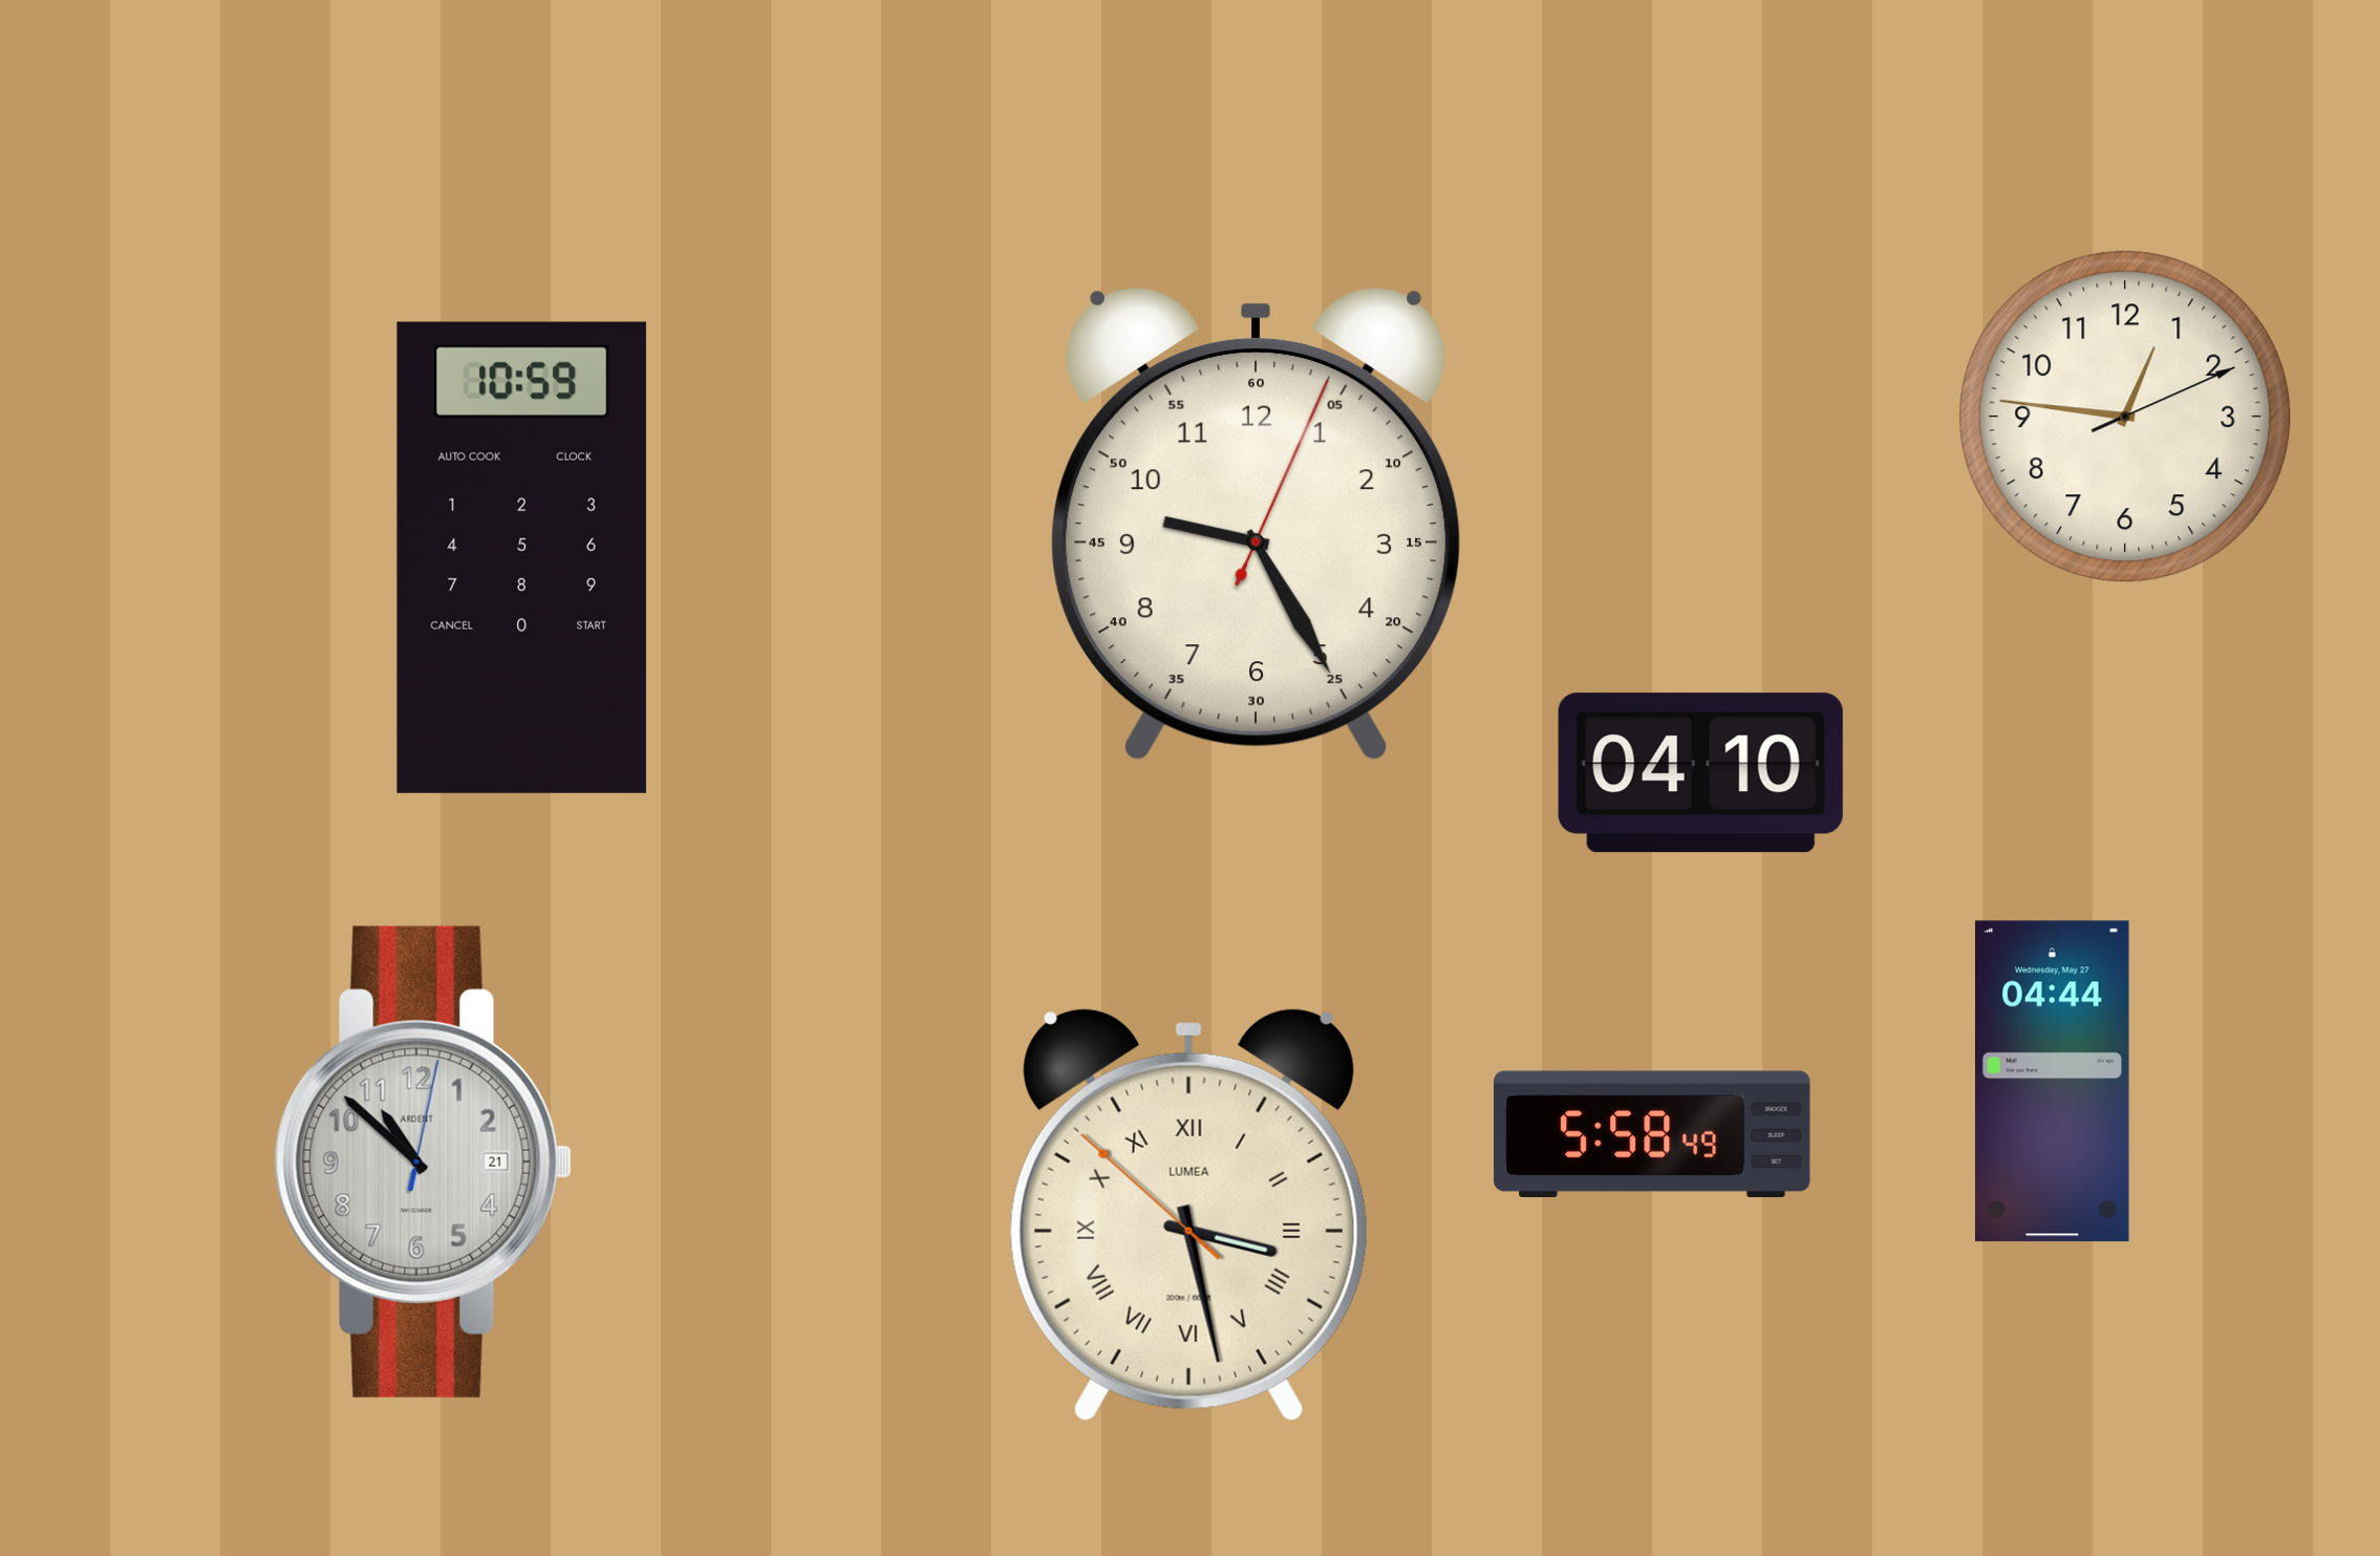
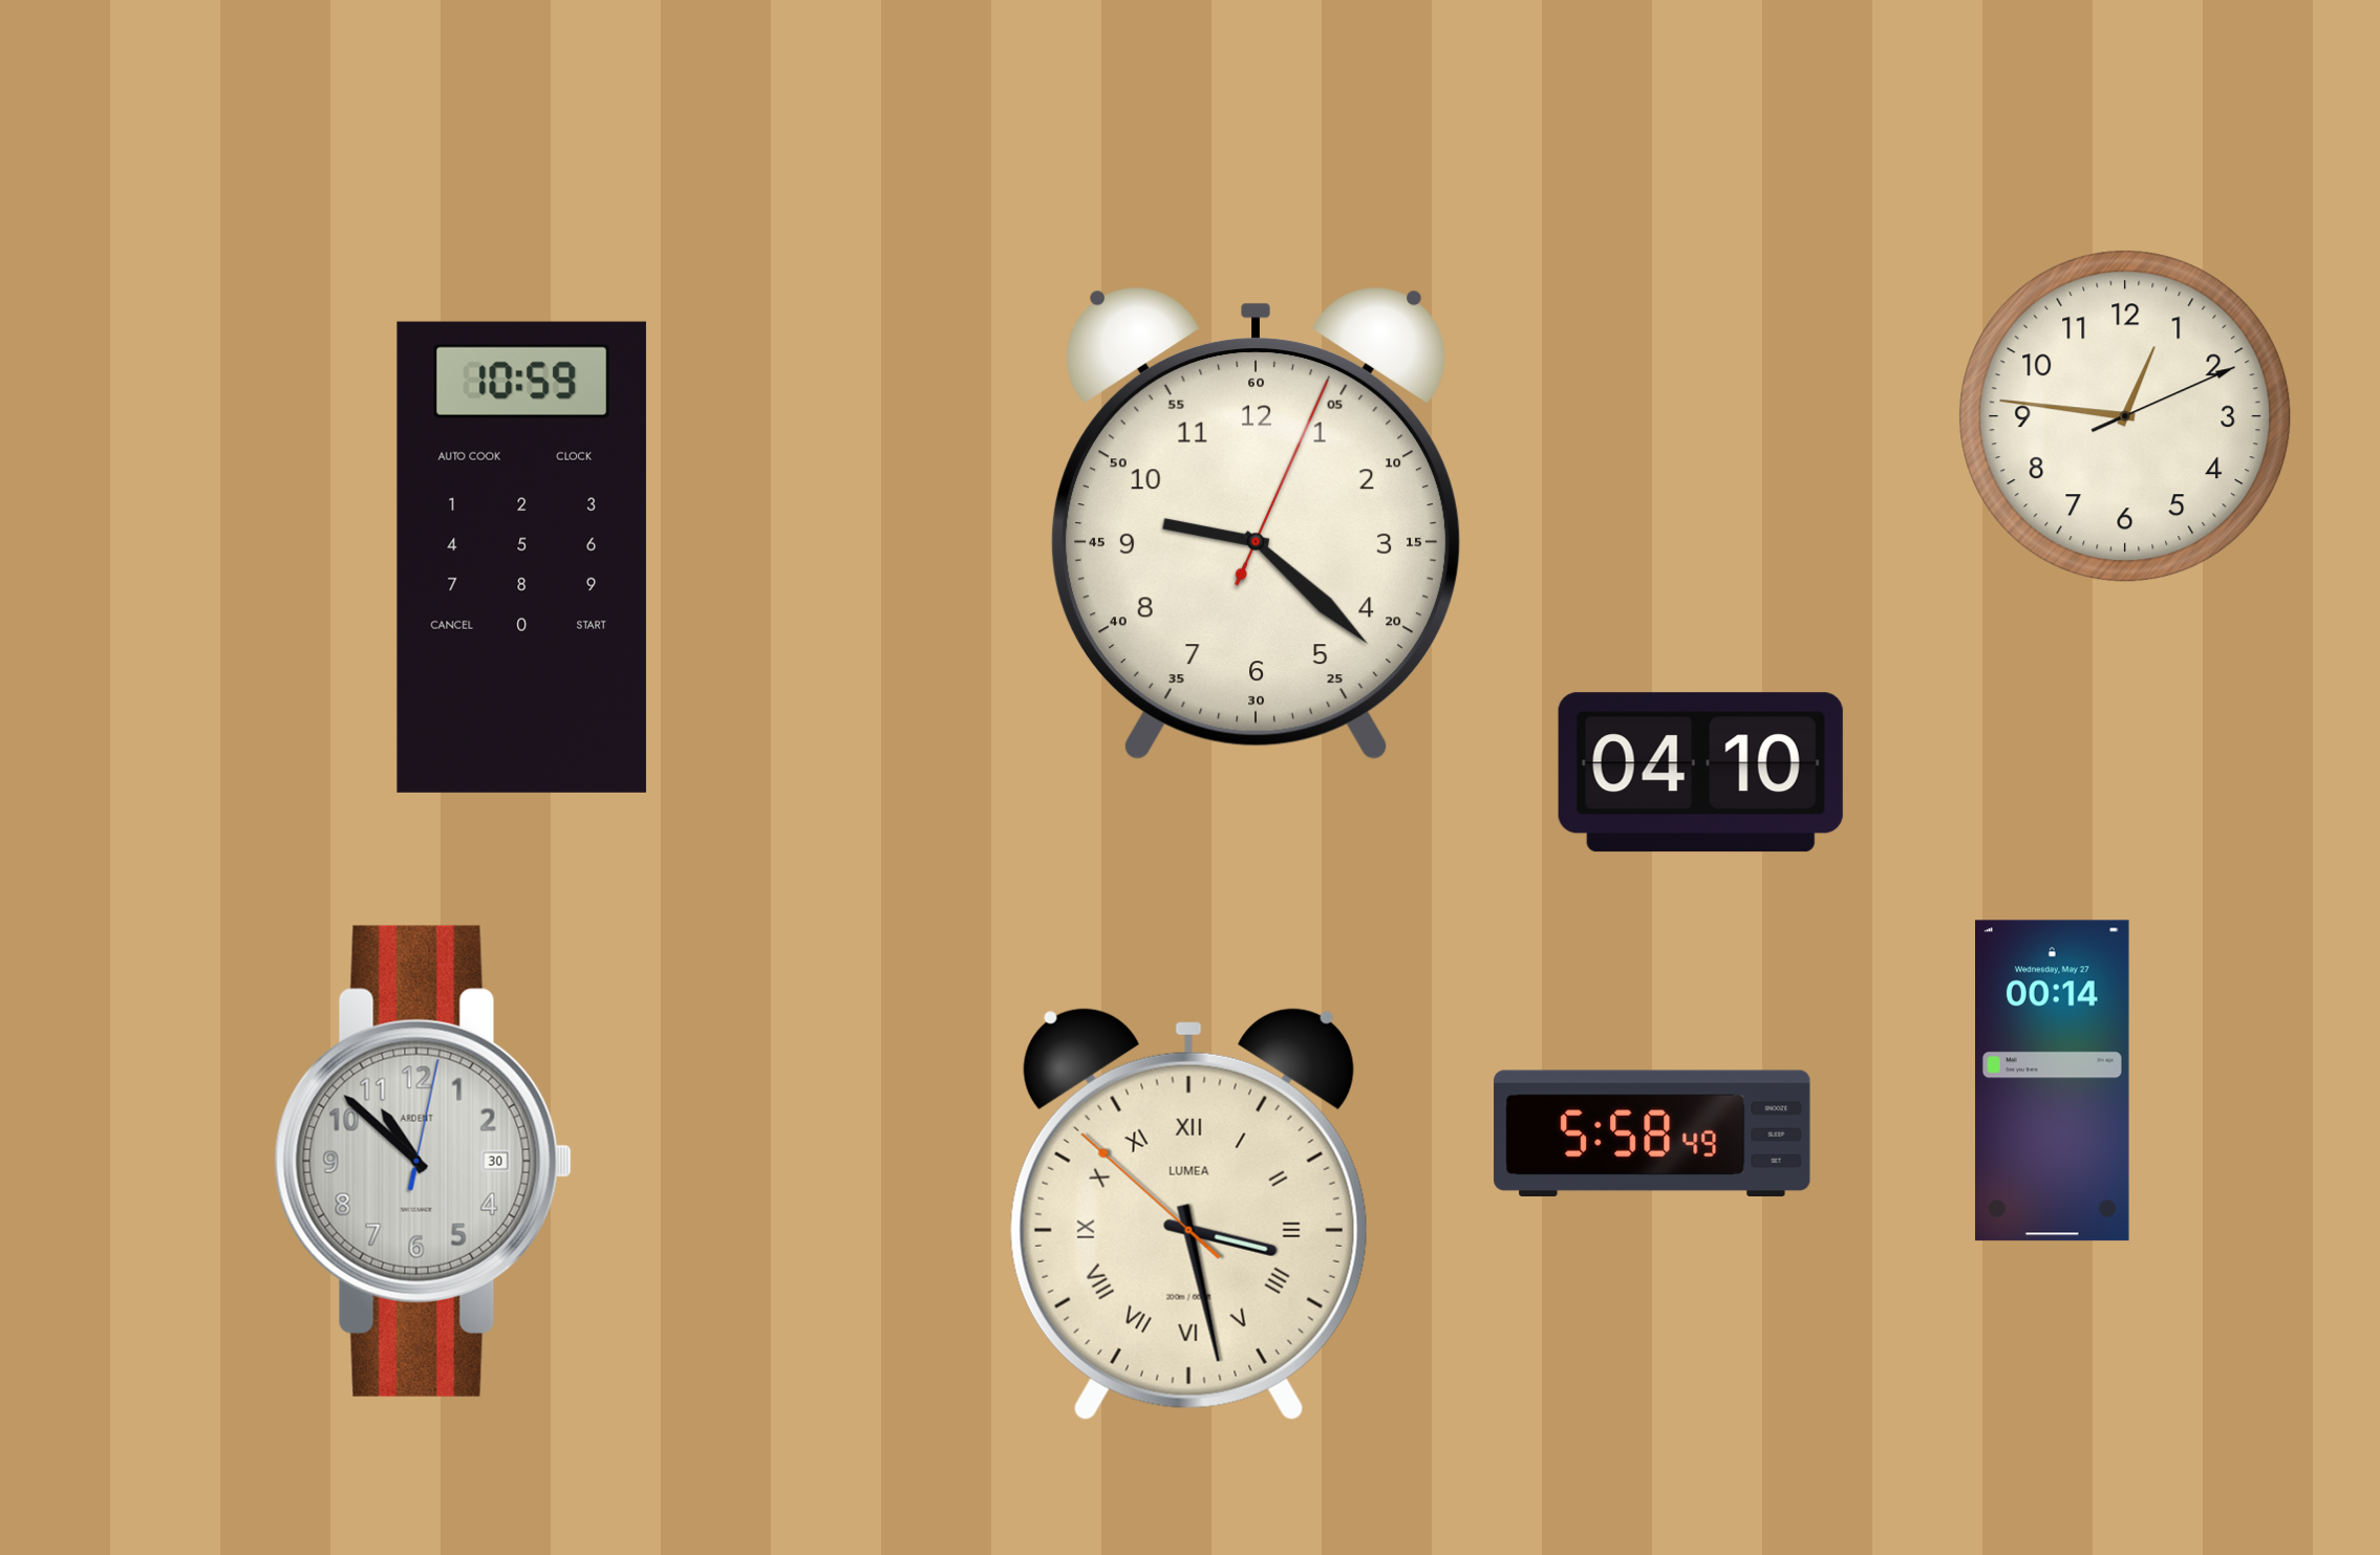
clock at (1256, 525): 9:25 -> 9:22
clock at (2053, 1082): 04:44 -> 00:14
clock at (423, 1161) date: 21 -> 30
